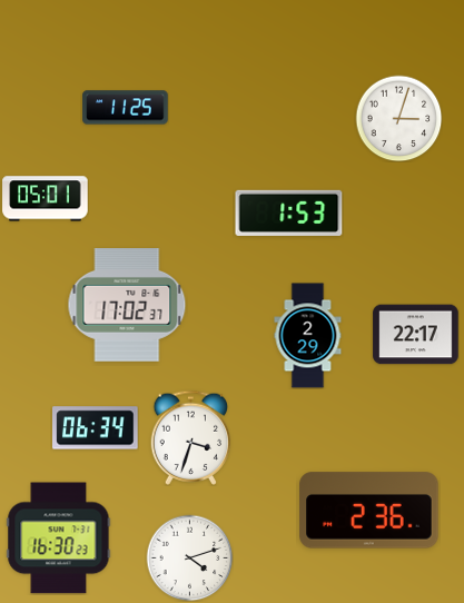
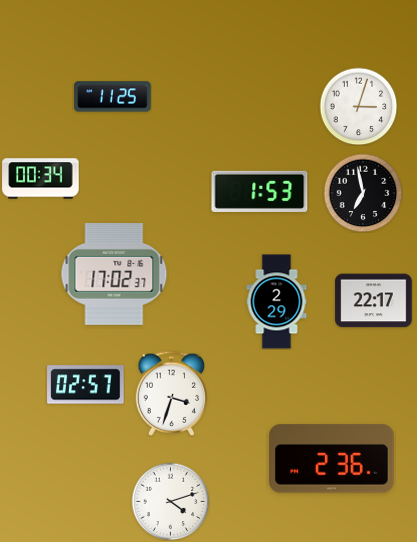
clock at (46, 199): 05:01 -> 00:34
clock at (363, 193): none -> 6:58
clock at (96, 428): 06:34 -> 02:57
clock at (59, 538): 16:30 -> none
